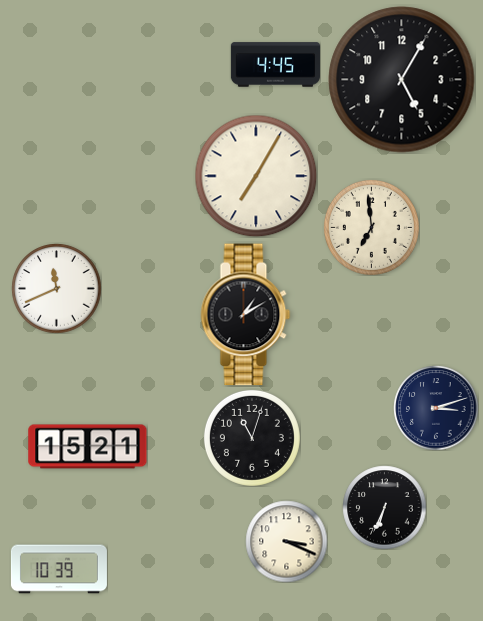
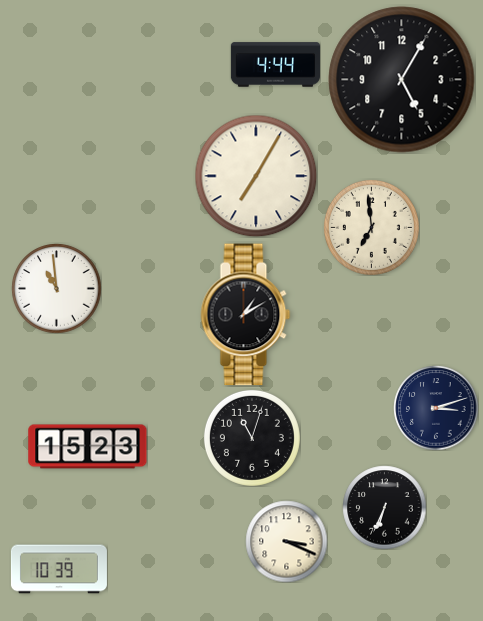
clock at (275, 65): 4:45 -> 4:44
clock at (56, 288): 11:41 -> 10:59
clock at (88, 447): 15:21 -> 15:23
